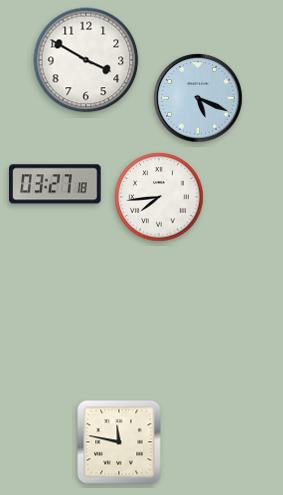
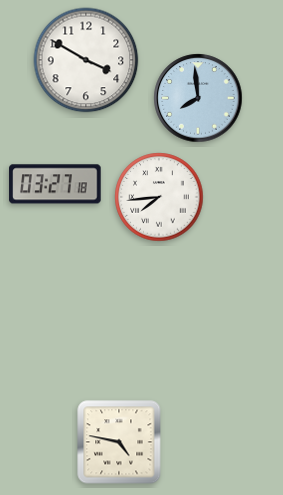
clock at (198, 98): 5:19 -> 7:59
clock at (119, 442): 11:47 -> 4:47
